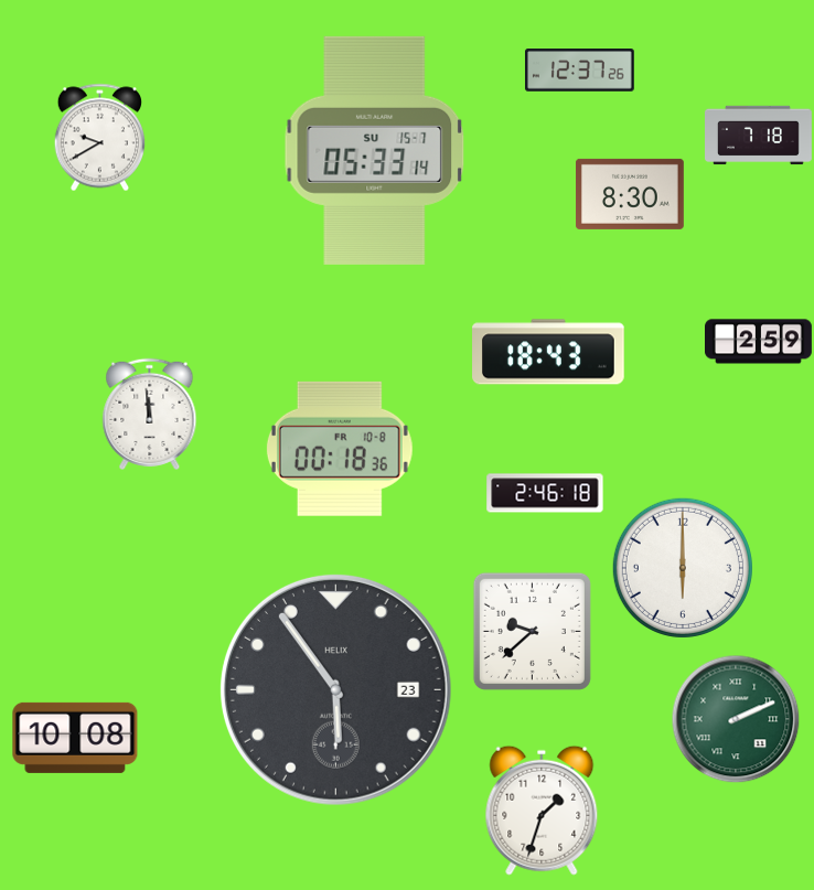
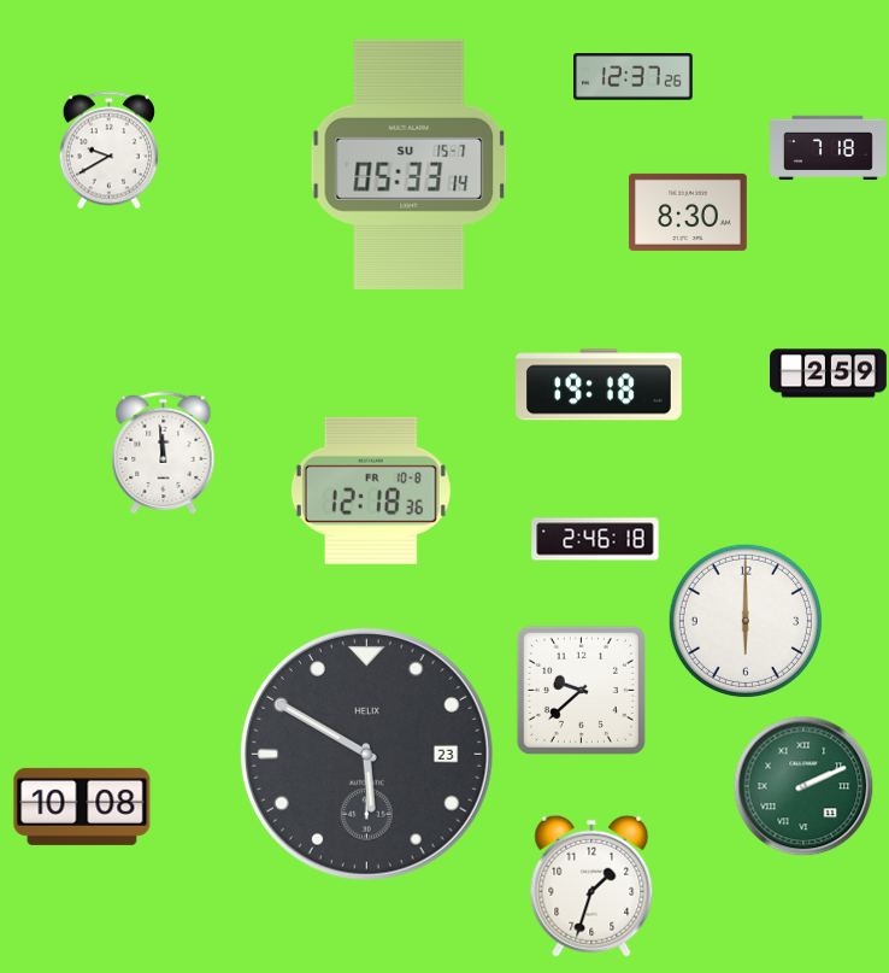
clock at (548, 352): 18:43 -> 19:18
clock at (340, 449): 00:18 -> 12:18
clock at (335, 689): 5:54 -> 5:50
